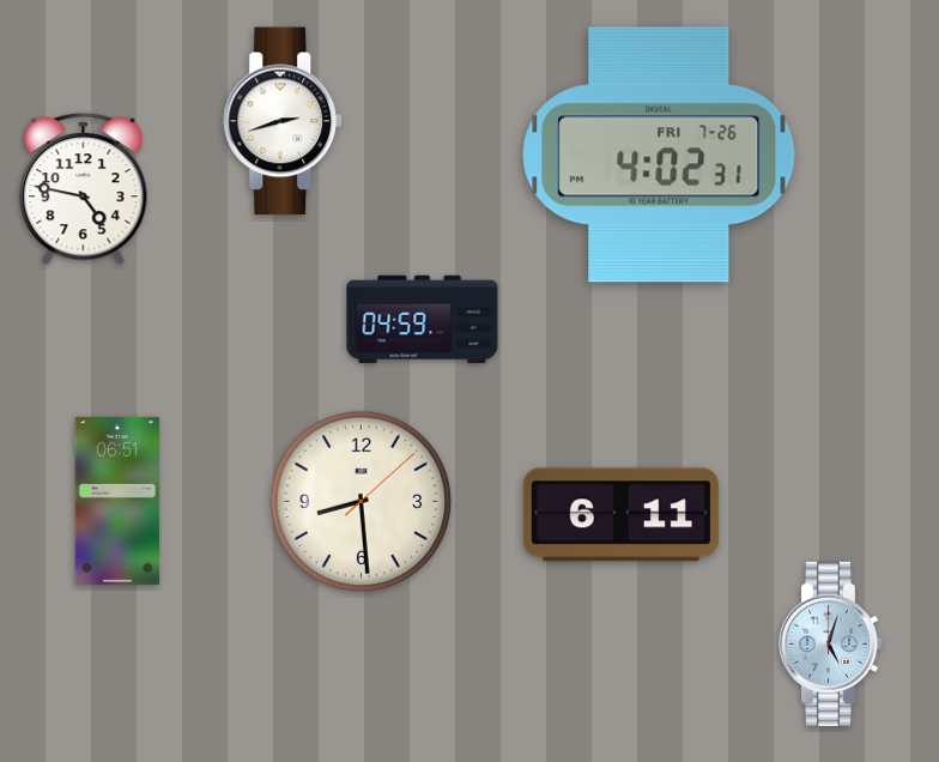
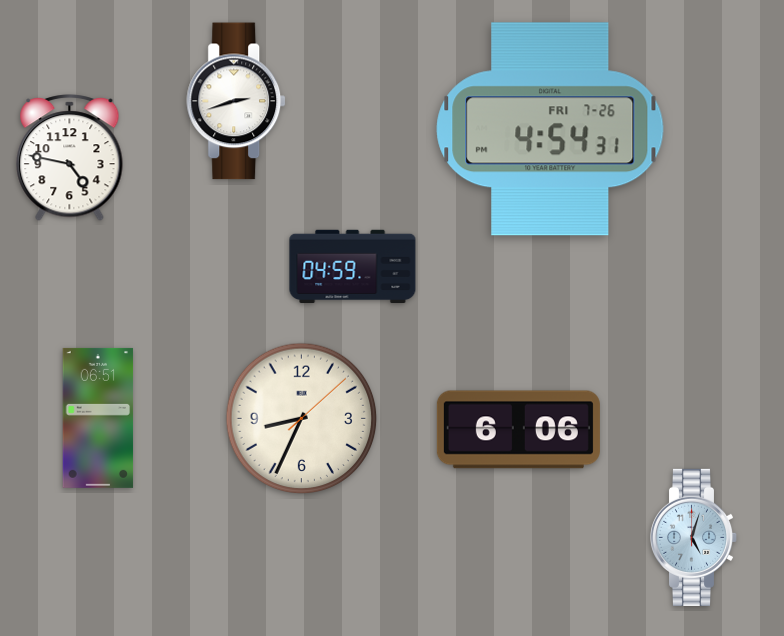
clock at (659, 155): 4:02 -> 4:54
clock at (362, 502): 8:29 -> 8:34
clock at (620, 515): 6:11 -> 6:06
